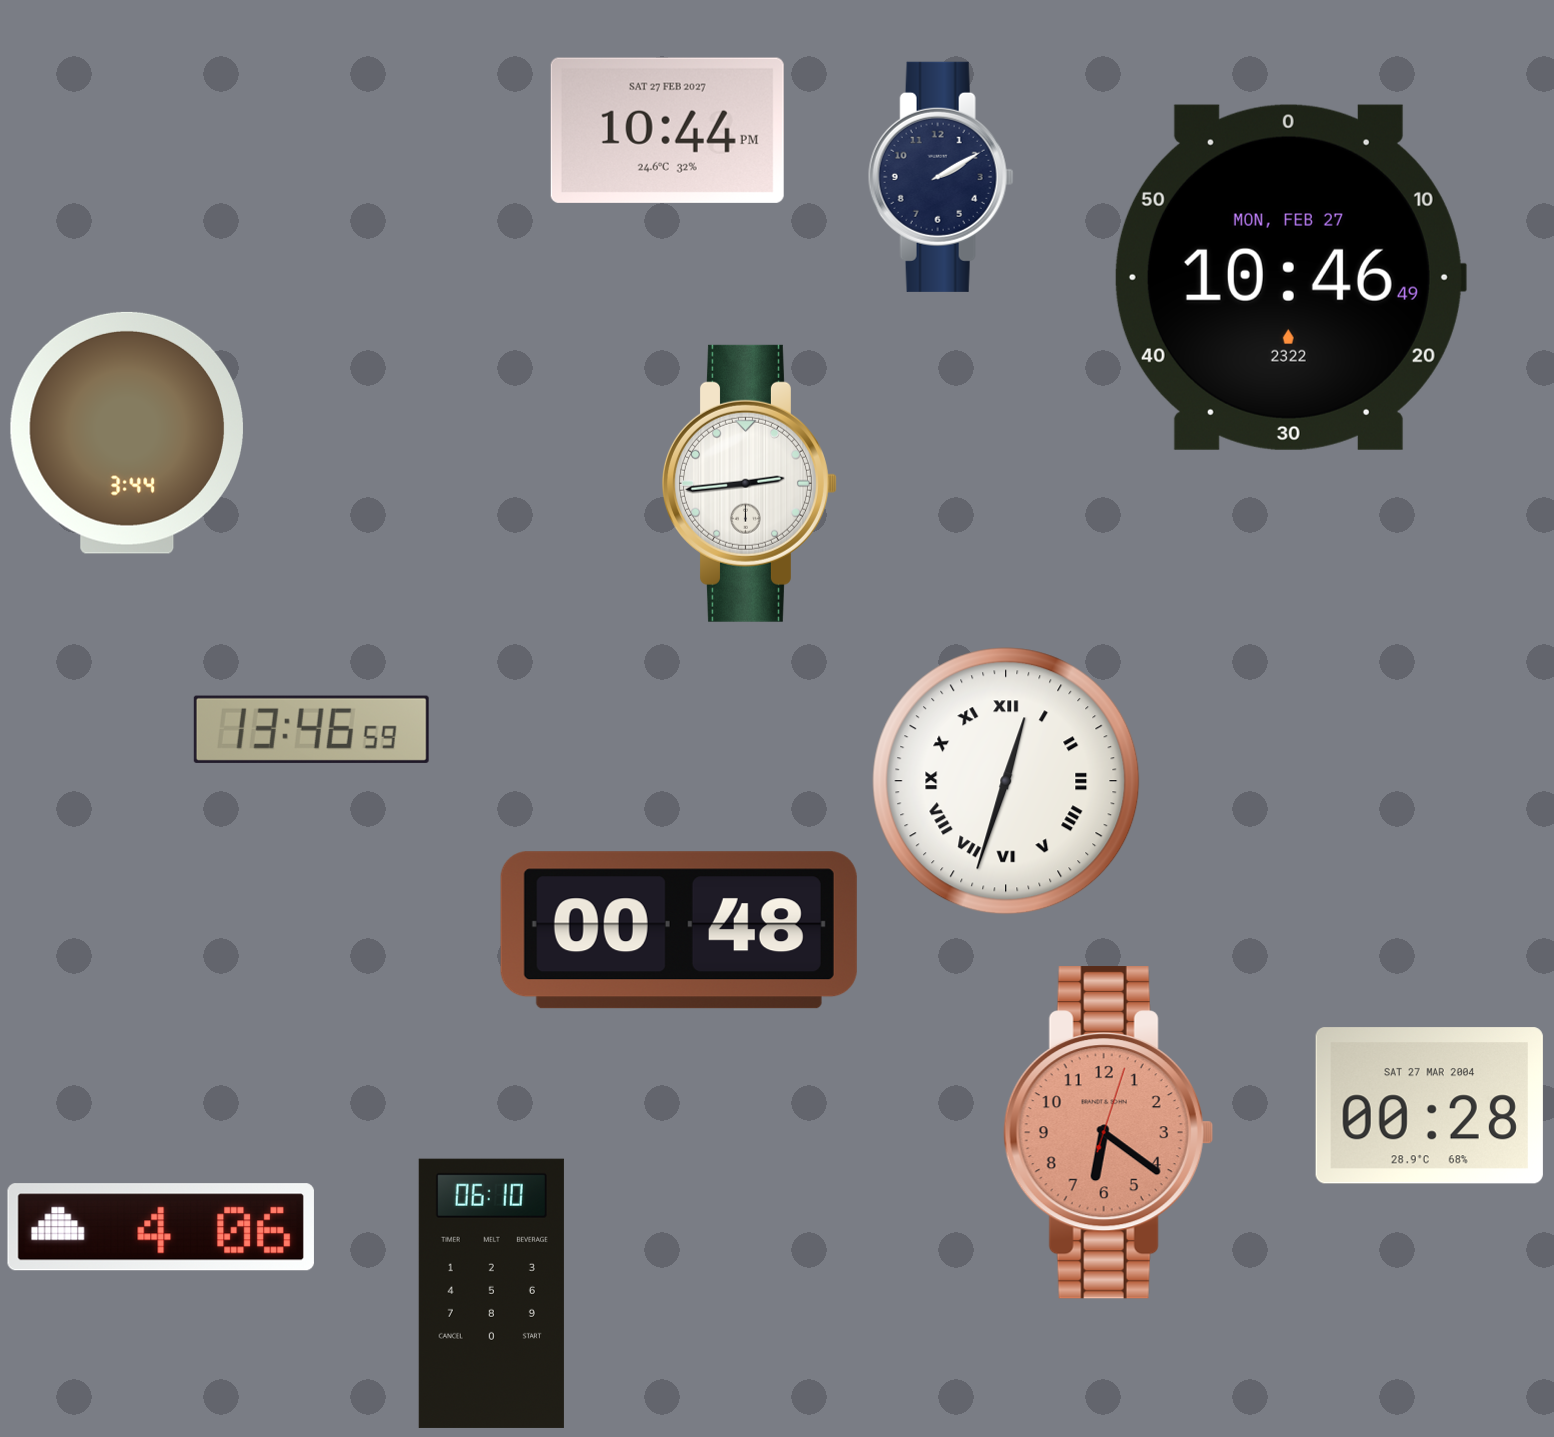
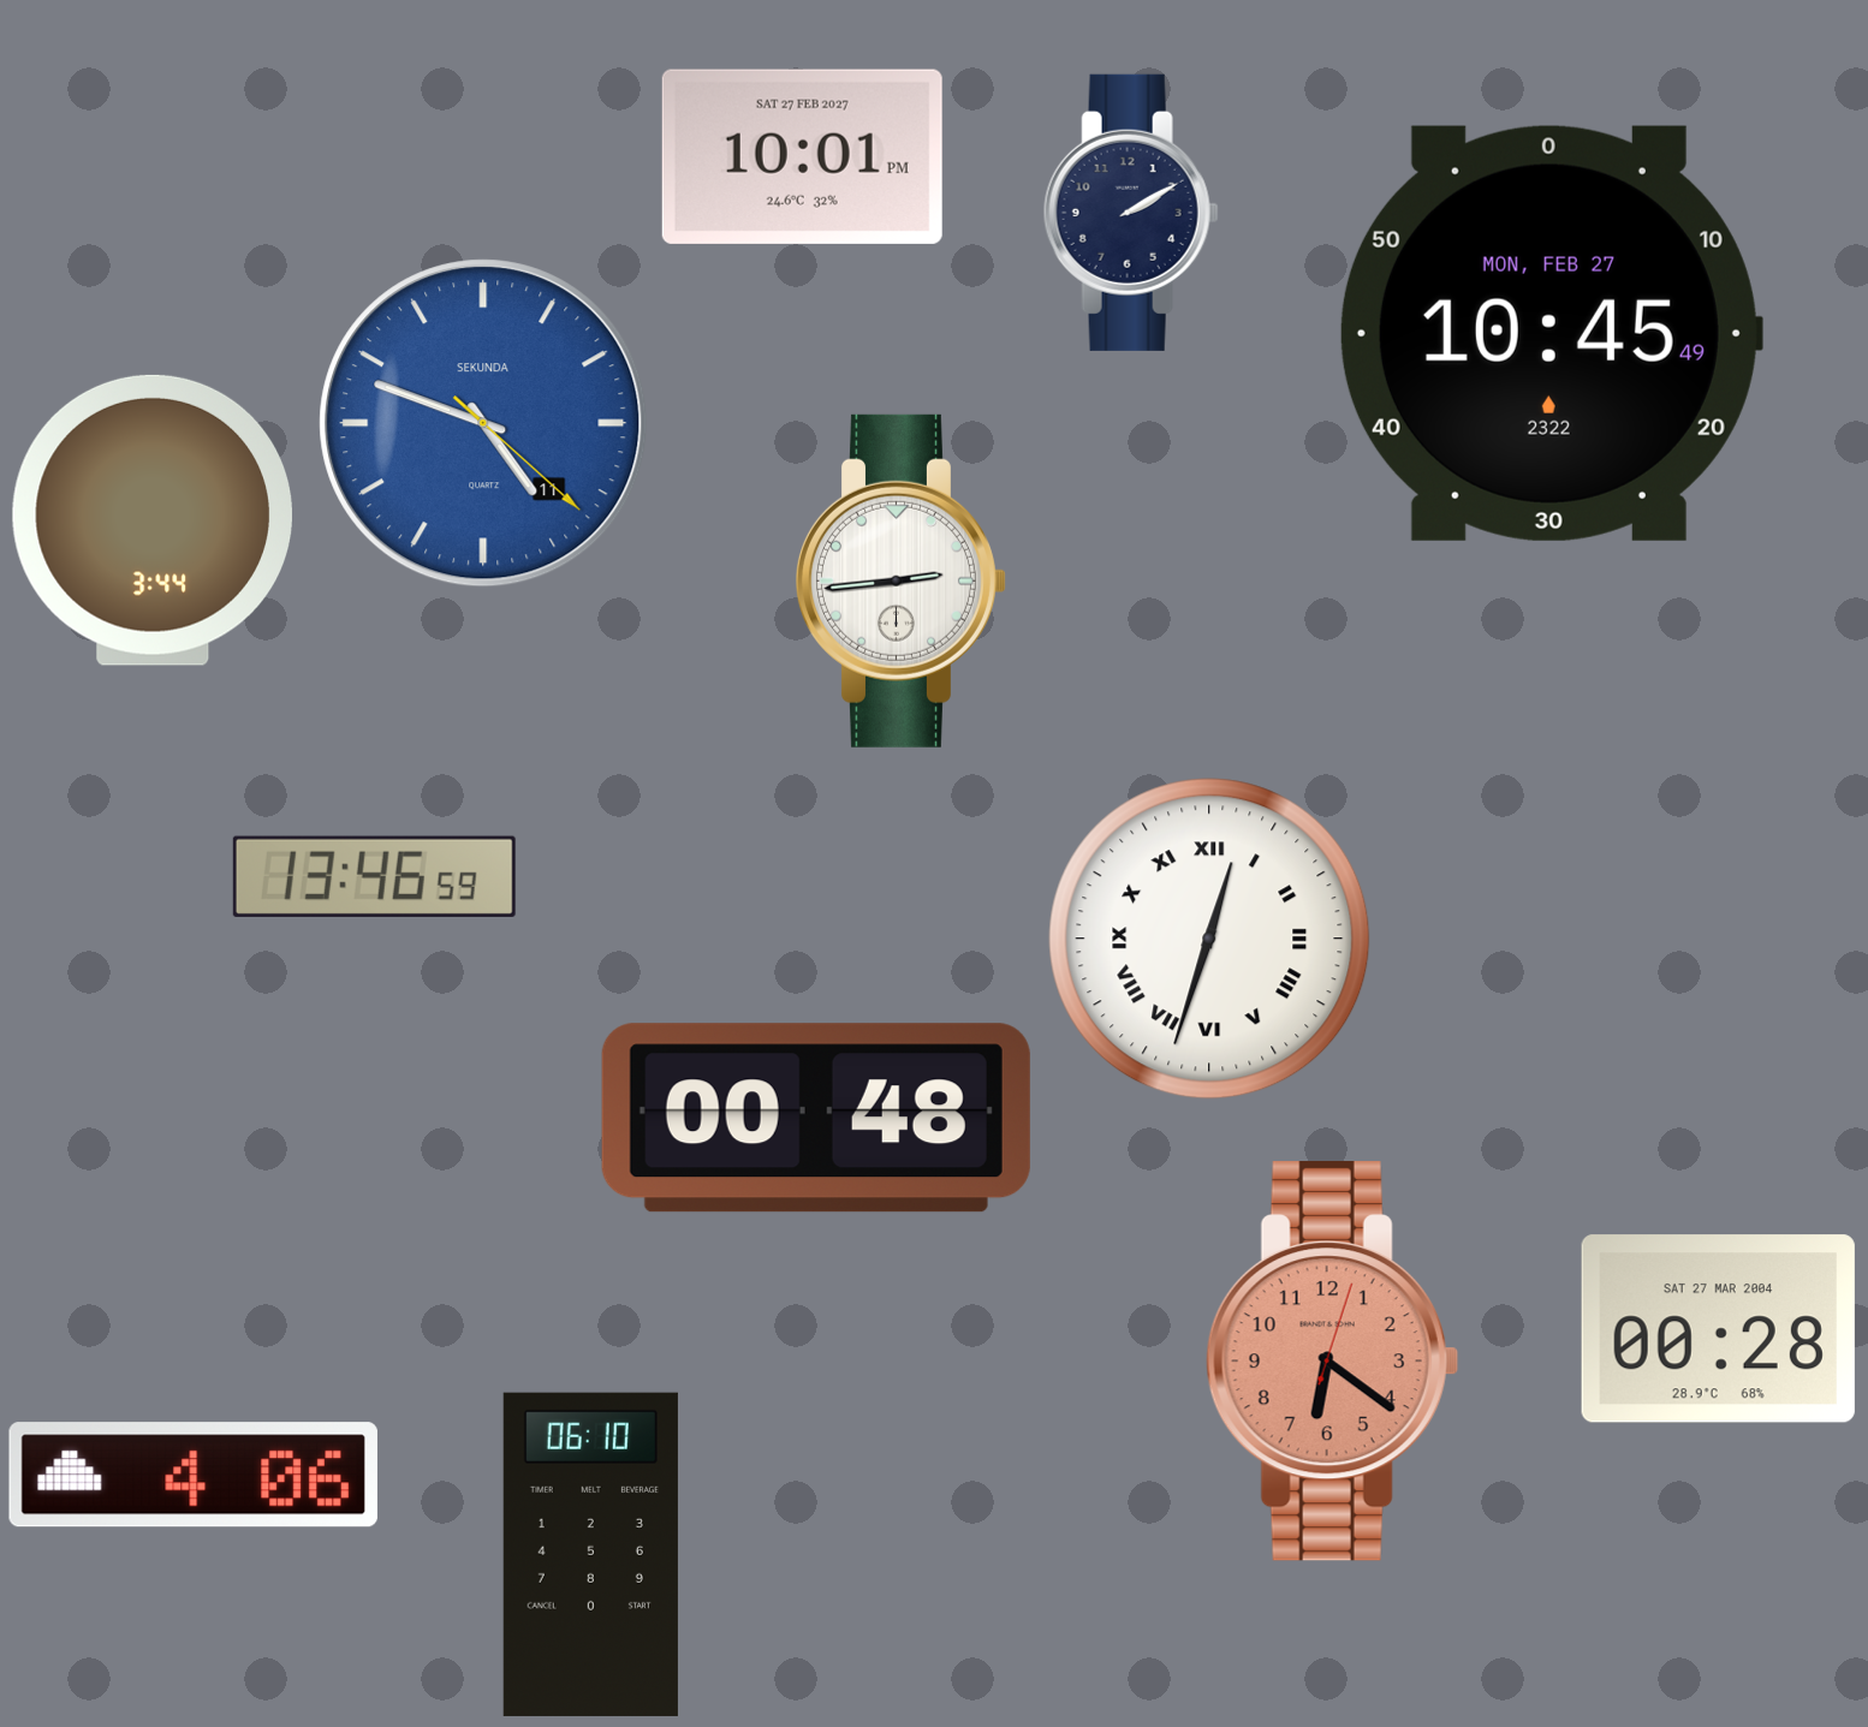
clock at (667, 130): 10:44 -> 10:01
clock at (1290, 277): 10:46 -> 10:45
clock at (483, 423): none -> 4:48
